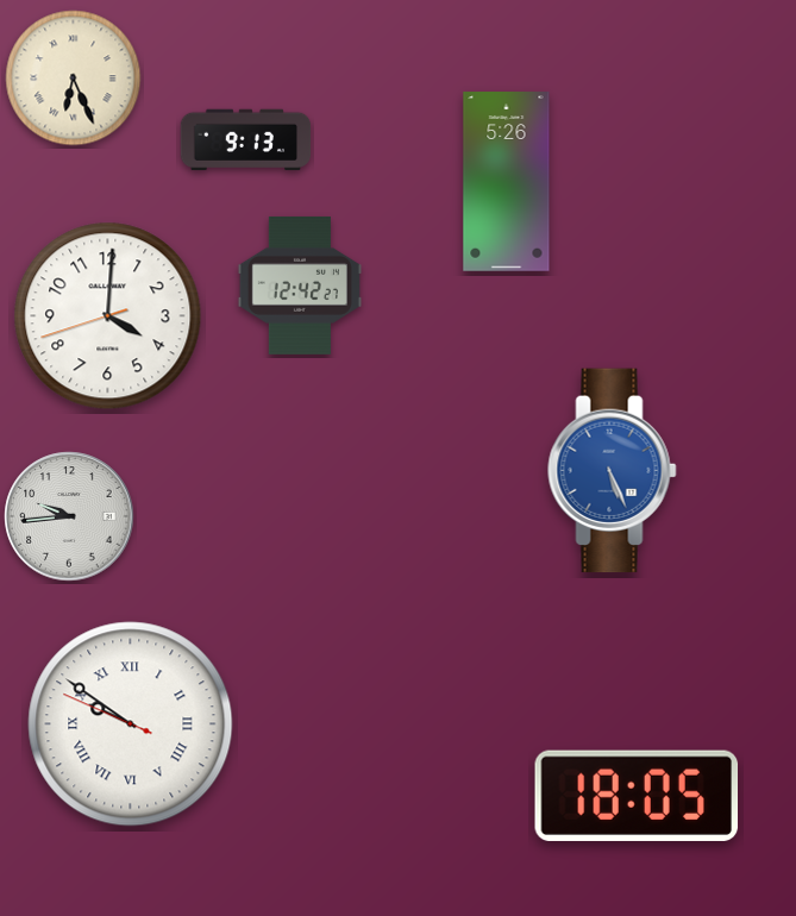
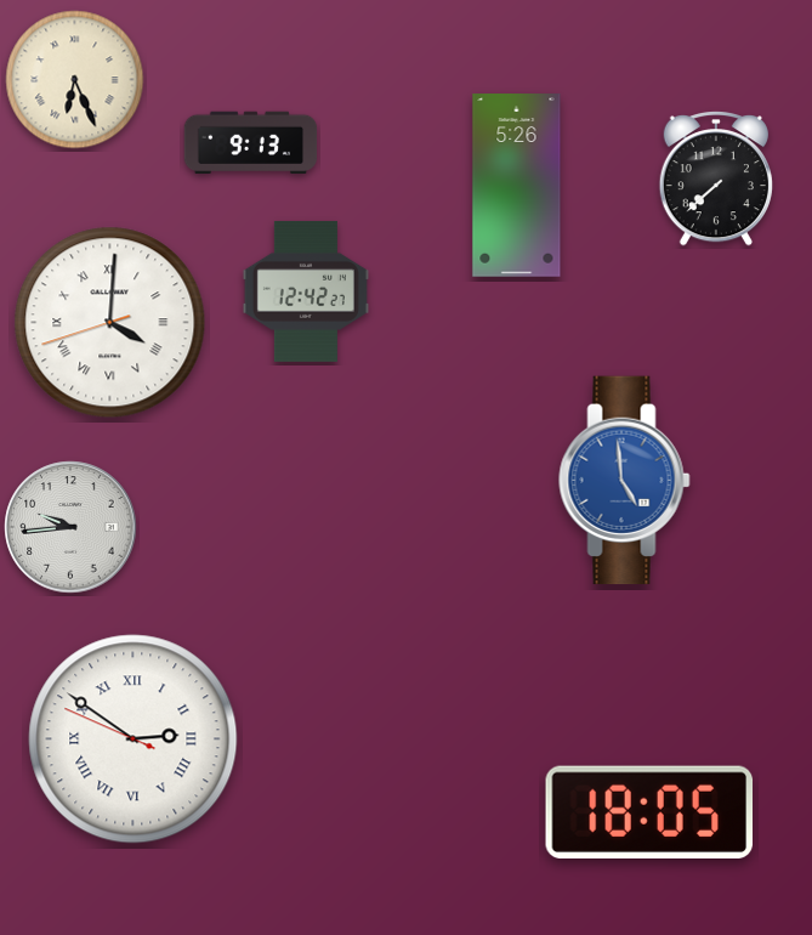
clock at (715, 178): none -> 7:38
clock at (108, 316) numerals: Arabic -> Roman
clock at (613, 471): 5:26 -> 4:59
clock at (131, 724): 9:50 -> 2:50
